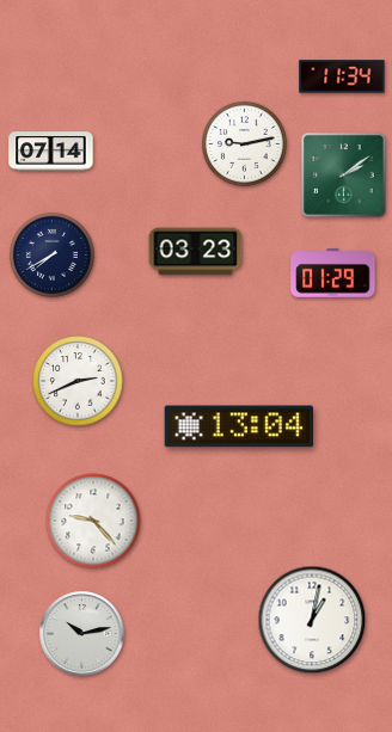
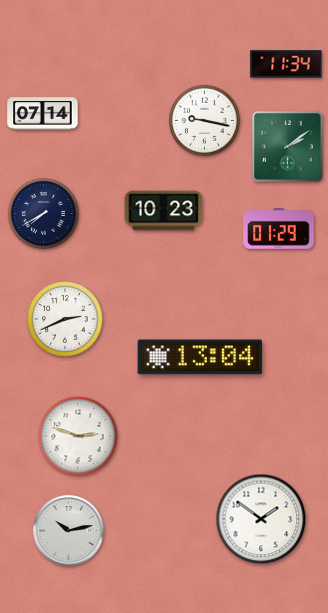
clock at (244, 143): 9:13 -> 9:17
clock at (51, 152) position: (51, 152) -> (43, 114)
clock at (196, 252): 03:23 -> 10:23
clock at (93, 521): 9:23 -> 2:48
clock at (312, 620): 1:02 -> 1:51
